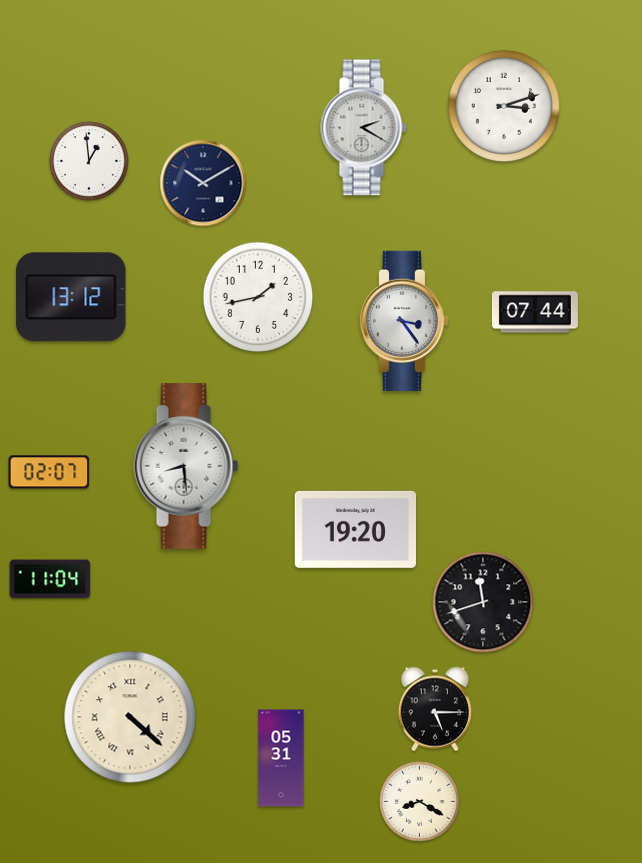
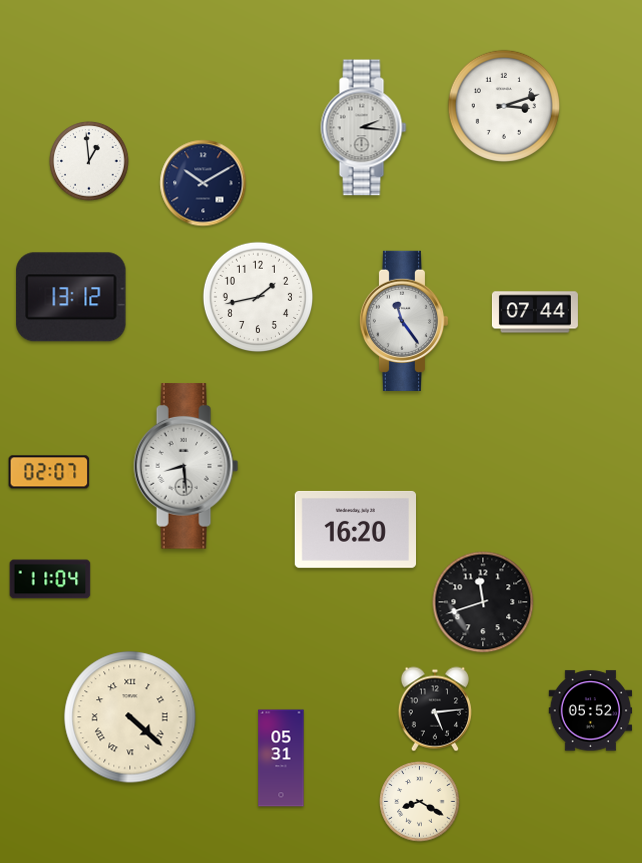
clock at (364, 128): 2:20 -> 2:16
clock at (404, 321): 3:24 -> 11:24
clock at (355, 529): 19:20 -> 16:20
clock at (435, 709): 5:15 -> 5:14
clock at (591, 711): none -> 05:52
